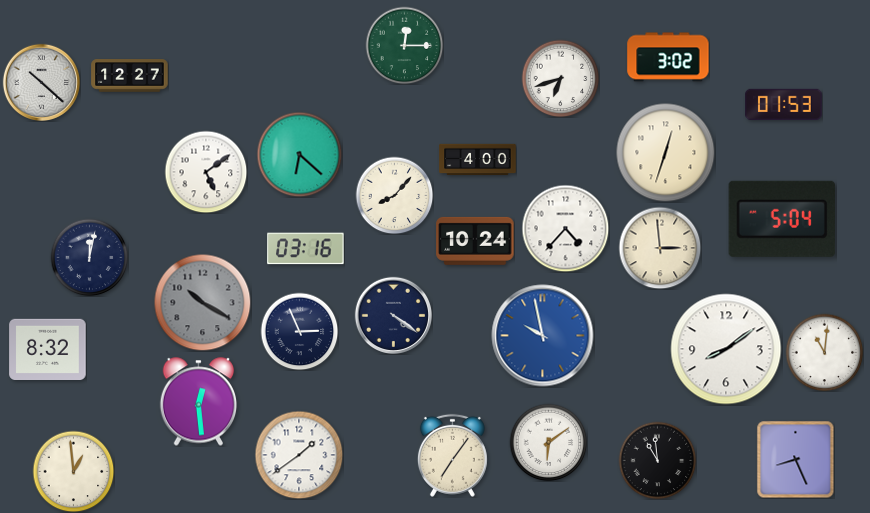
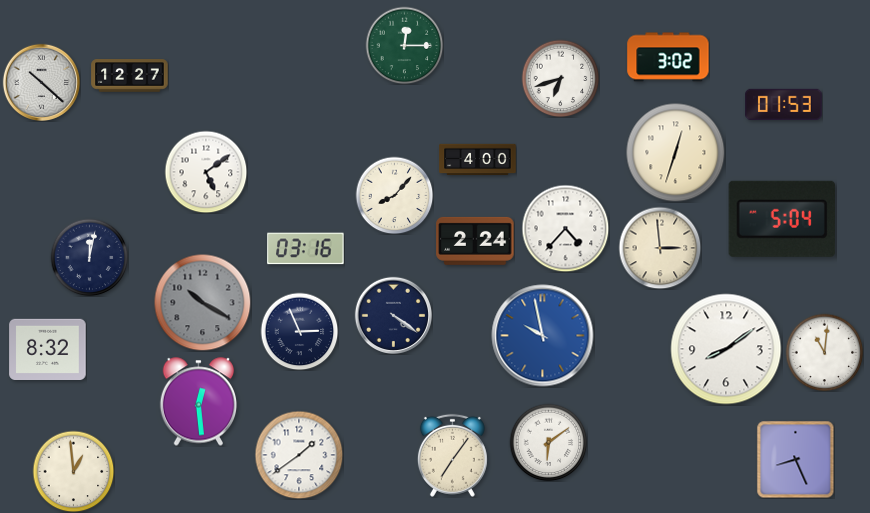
clock at (666, 153) position: (666, 153) -> (676, 153)
clock at (299, 154): 6:22 -> none
clock at (475, 241): 10:24 -> 2:24
clock at (657, 460): 10:59 -> none
